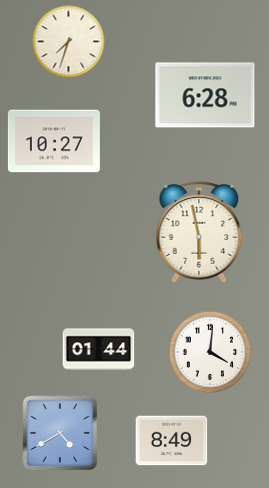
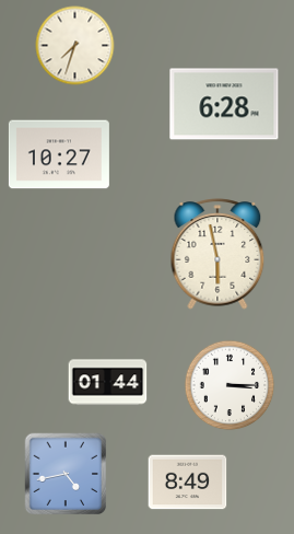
clock at (210, 352): 4:01 -> 3:15
clock at (60, 433): 4:40 -> 4:43
